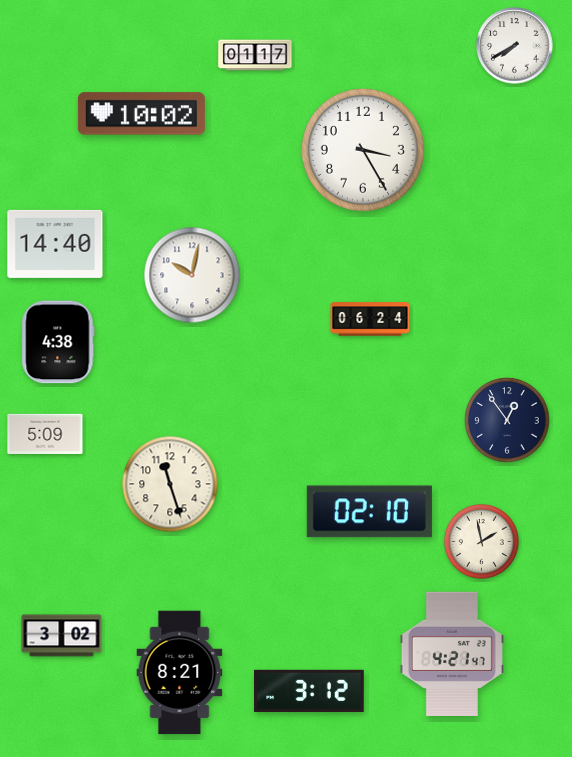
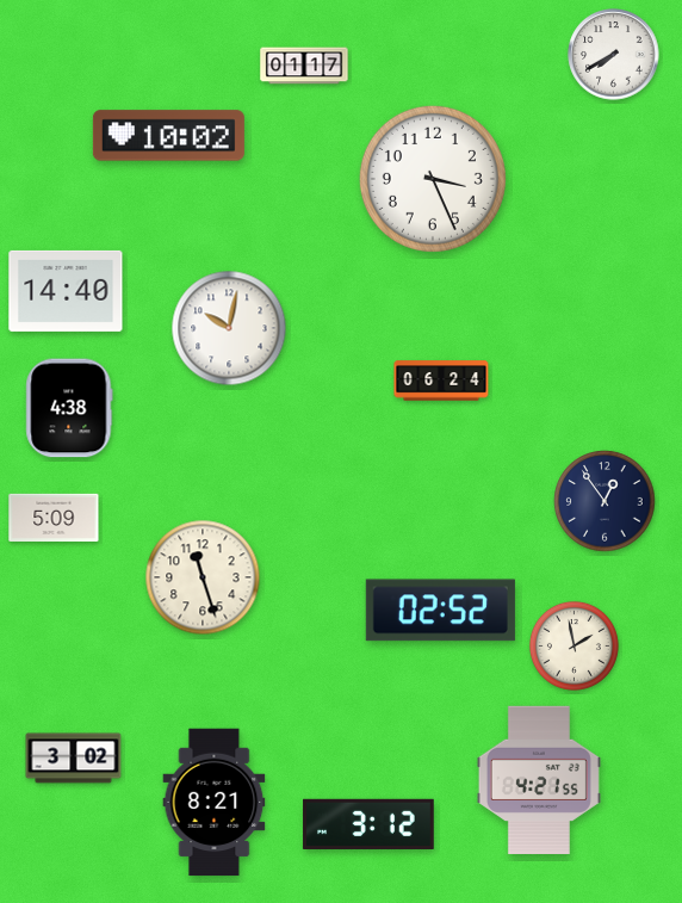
clock at (363, 150): 3:25 -> 3:26
clock at (369, 512): 02:10 -> 02:52
clock at (452, 653): 4:21:47 -> 4:21:55
